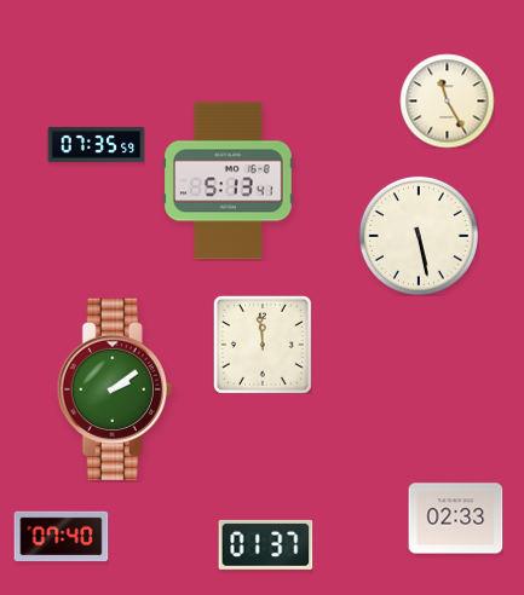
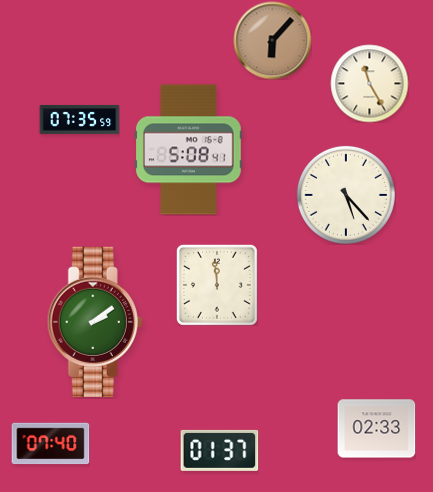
clock at (272, 40): none -> 6:07
clock at (229, 181): 5:13 -> 5:08
clock at (419, 236): 5:28 -> 5:23
